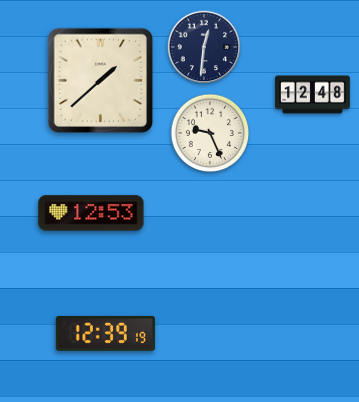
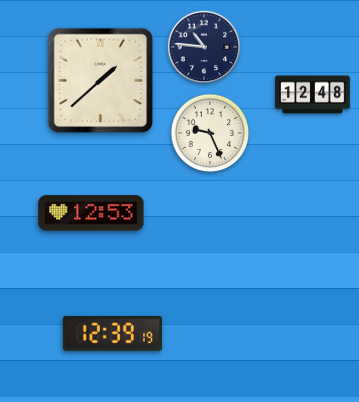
clock at (204, 47): 12:31 -> 10:46
clock at (105, 333) position: (105, 333) -> (112, 333)
